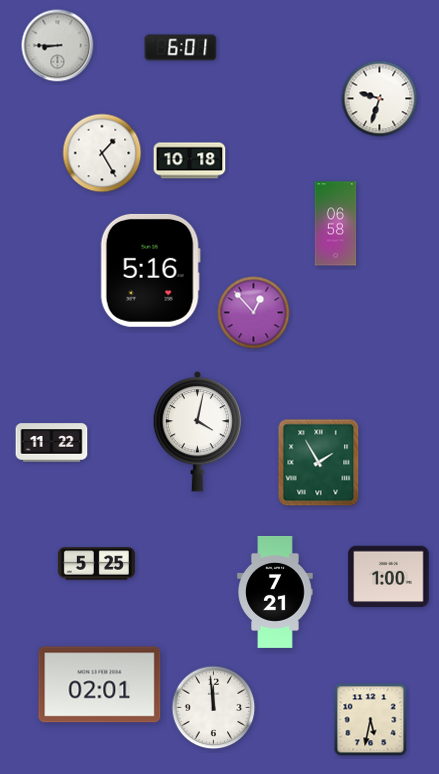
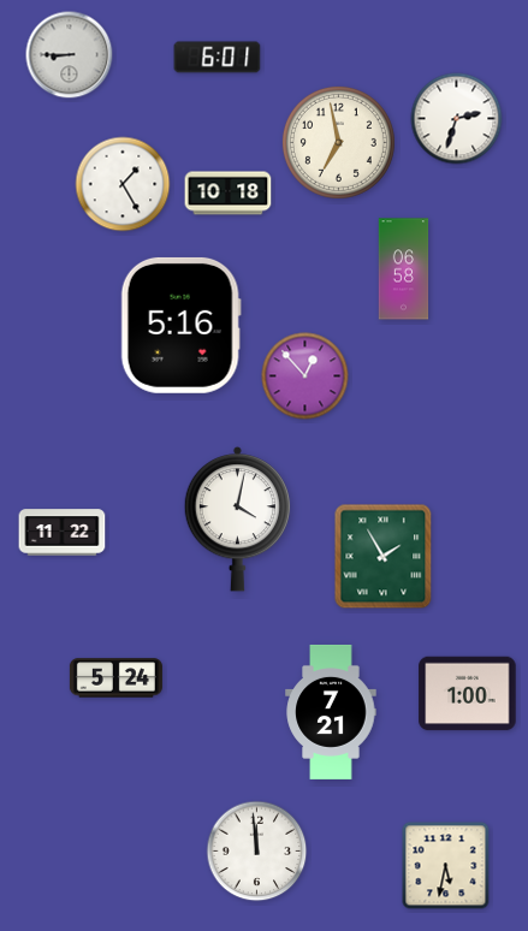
clock at (380, 99): 9:33 -> 2:33
clock at (338, 142): none -> 6:58
clock at (96, 564): 5:25 -> 5:24
clock at (100, 685): 02:01 -> none
